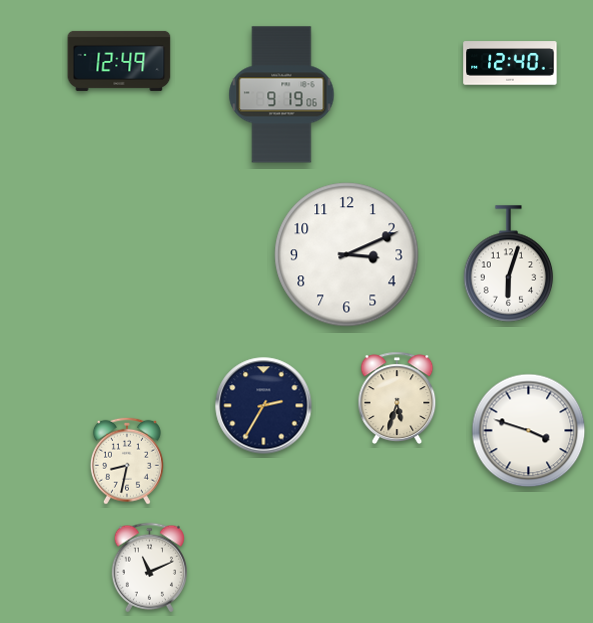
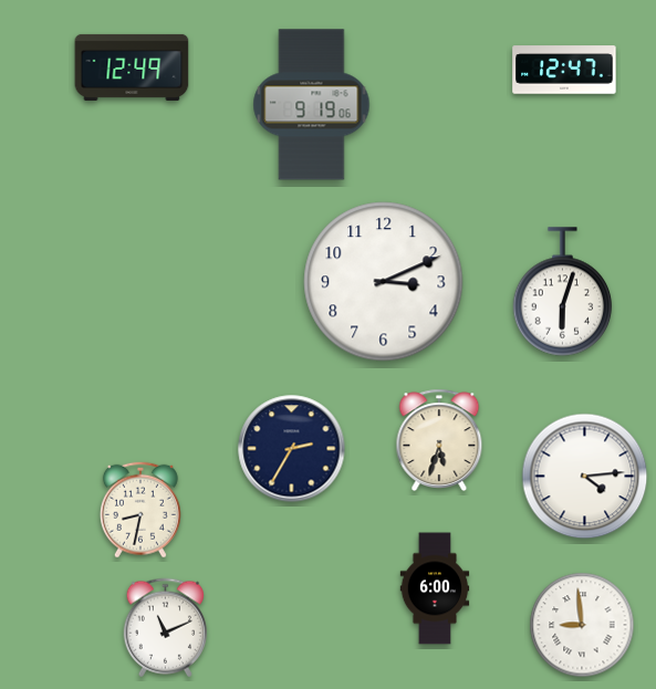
clock at (510, 63): 12:40 -> 12:47
clock at (529, 431): 3:48 -> 4:14
clock at (435, 588): none -> 6:00
clock at (582, 625): none -> 8:59
